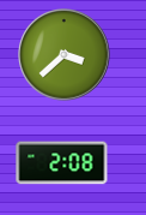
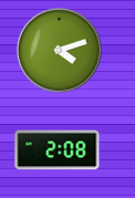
clock at (65, 55): 3:38 -> 4:12
